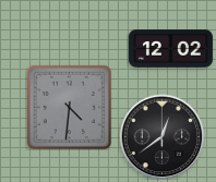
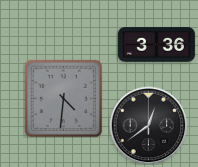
clock at (170, 49): 12:02 -> 3:36
